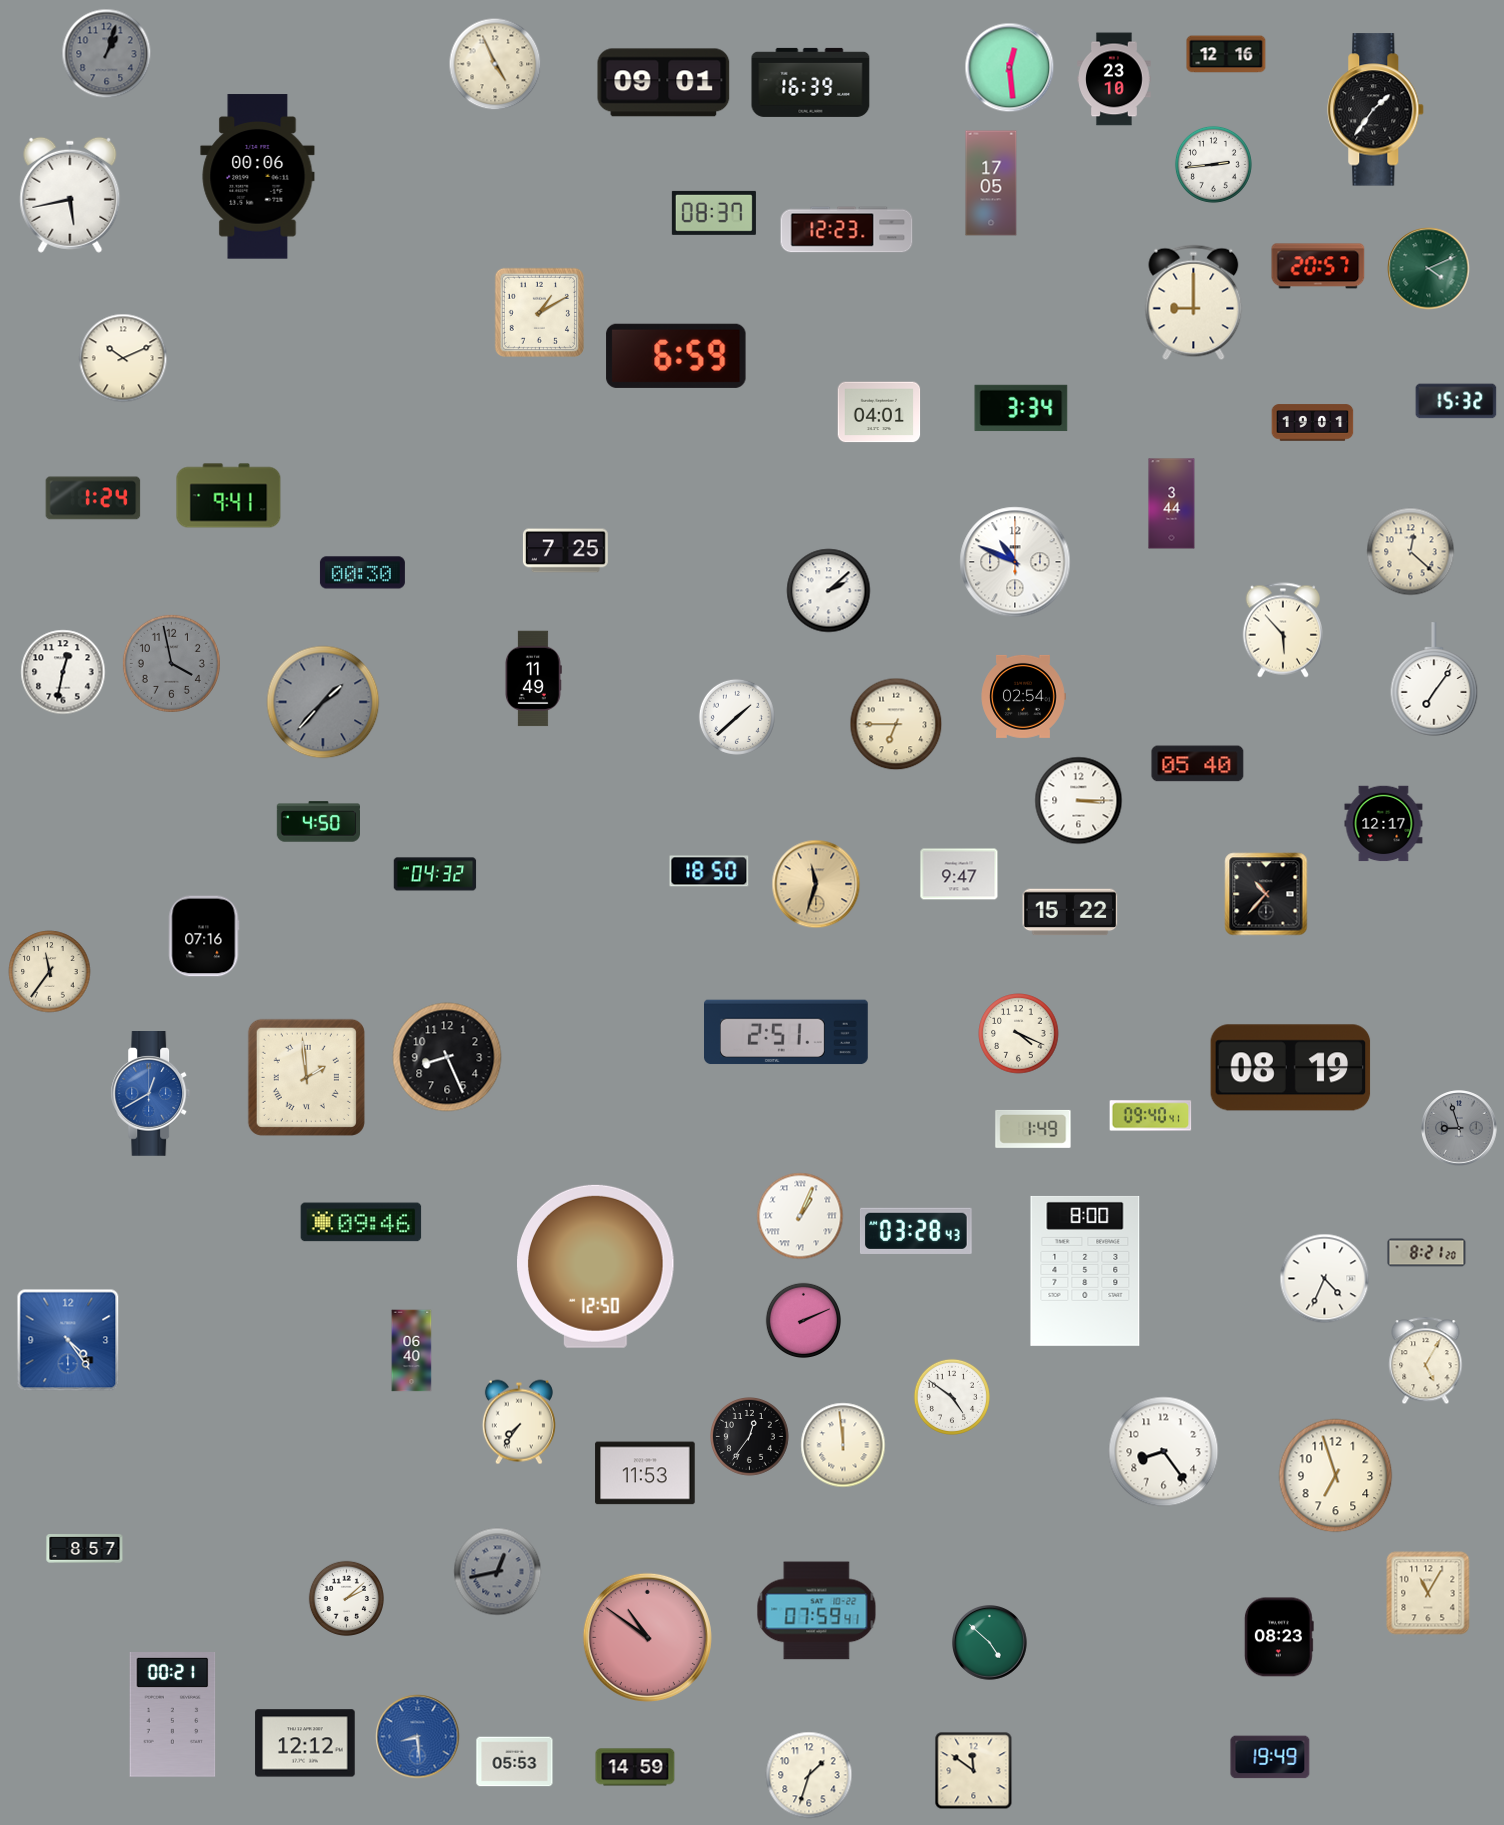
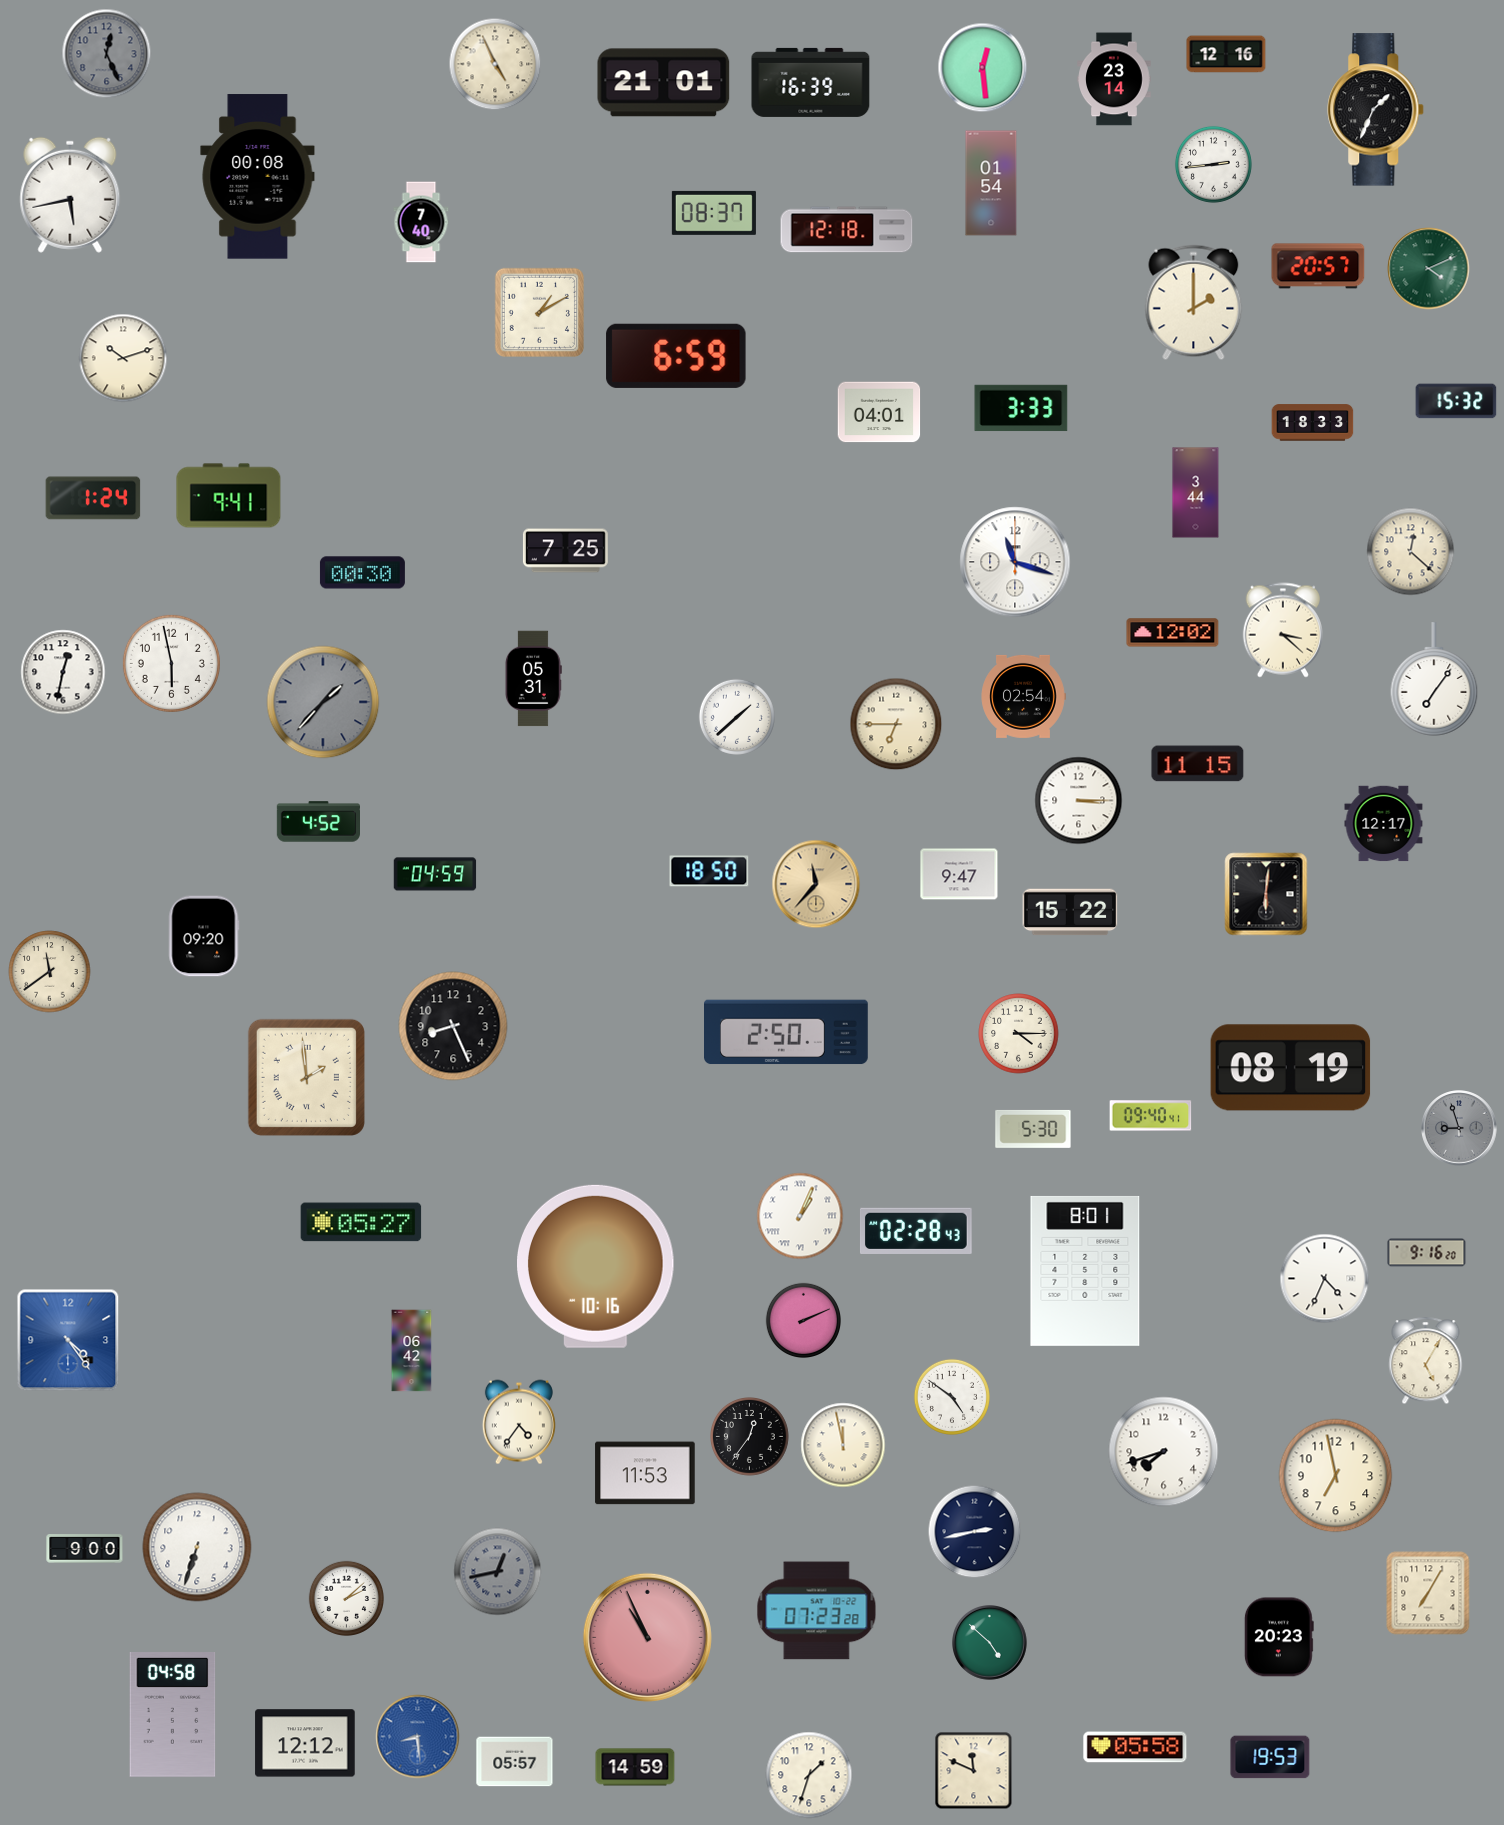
clock at (107, 54): 1:03 -> 12:26
clock at (1010, 68) position: (1010, 68) -> (983, 68)
clock at (1114, 79): 23:10 -> 23:14
clock at (664, 83): 09:01 -> 21:01
clock at (1376, 110): 1:36 -> 1:34
clock at (258, 177): 00:06 -> 00:08
clock at (991, 183): 17:05 -> 01:54
clock at (421, 222): none -> 7:40
clock at (847, 230): 12:23 -> 12:18
clock at (1194, 303): 9:00 -> 2:00
clock at (123, 358): 10:11 -> 10:12
clock at (1021, 408): 3:34 -> 3:33
clock at (1313, 423): 19:01 -> 18:33
clock at (1172, 504) position: (1172, 504) -> (1196, 493)
clock at (1015, 562): 10:49 -> 11:18
clock at (829, 591): 2:08 -> none
clock at (1283, 630): 5:53 -> 3:22
clock at (1173, 633): none -> 12:02
clock at (171, 663): 3:58 -> 5:58
clock at (171, 663) dial: grey -> white
clock at (533, 679): 11:49 -> 05:31
clock at (1198, 764): 05:40 -> 11:15
clock at (318, 822): 4:50 -> 4:52
clock at (435, 874): 04:32 -> 04:59
clock at (816, 884): 11:33 -> 11:37
clock at (1266, 894): 10:37 -> 6:01
clock at (204, 936): 07:16 -> 09:20
clock at (50, 972): 11:36 -> 11:39
clock at (787, 1032): 2:51 -> 2:50
clock at (1019, 1034): 4:19 -> 4:15
clock at (447, 1057) position: (447, 1057) -> (453, 1026)
clock at (151, 1094): 12:40 -> none
clock at (1033, 1129): 1:49 -> 5:30
clock at (361, 1222): 09:46 -> 05:27
clock at (916, 1231): 03:28 -> 02:28
clock at (1427, 1253): 8:21 -> 9:16
clock at (596, 1266): 12:50 -> 10:16
clock at (1085, 1271): 8:00 -> 8:01
clock at (412, 1351): 06:40 -> 06:42
clock at (519, 1422): 7:36 -> 4:36
clock at (843, 1445): 11:59 -> 11:58
clock at (1164, 1452): 8:24 -> 7:42
clock at (1336, 1476): 6:57 -> 6:58
clock at (975, 1532): none -> 2:43
clock at (197, 1547): none -> 6:33
clock at (85, 1549): 8:57 -> 9:00
clock at (1428, 1593): 11:05 -> 7:05
clock at (817, 1611): 07:59 -> 07:23
clock at (647, 1637): 10:51 -> 10:56
clock at (1279, 1637): 08:23 -> 20:23
clock at (173, 1715): 00:21 -> 04:58
clock at (1135, 1747): none -> 05:58
clock at (1270, 1757): 19:49 -> 19:53
clock at (515, 1762): 05:53 -> 05:57
clock at (974, 1771): 11:51 -> 11:49
